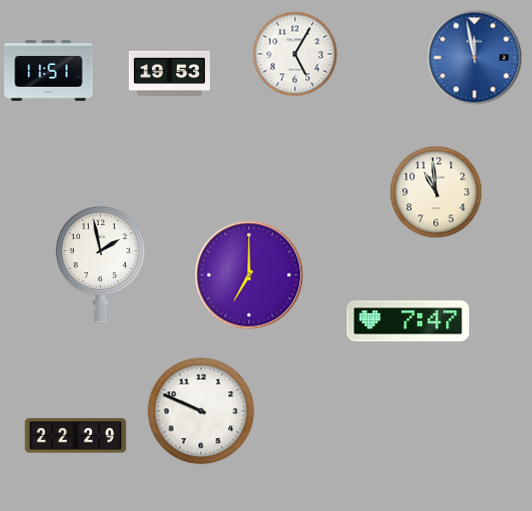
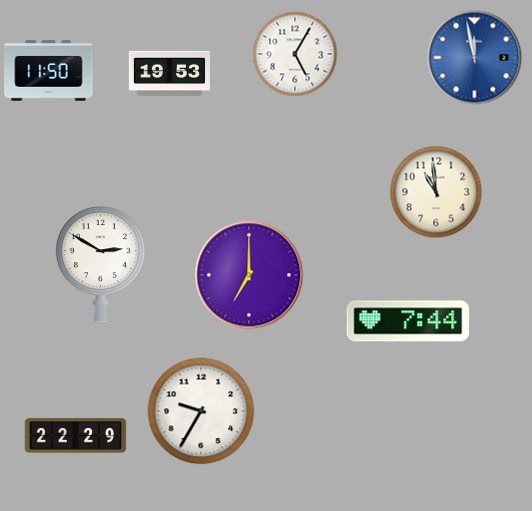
clock at (49, 71): 11:51 -> 11:50
clock at (100, 262): 1:58 -> 2:50
clock at (408, 321): 7:47 -> 7:44
clock at (201, 411): 9:49 -> 9:35
